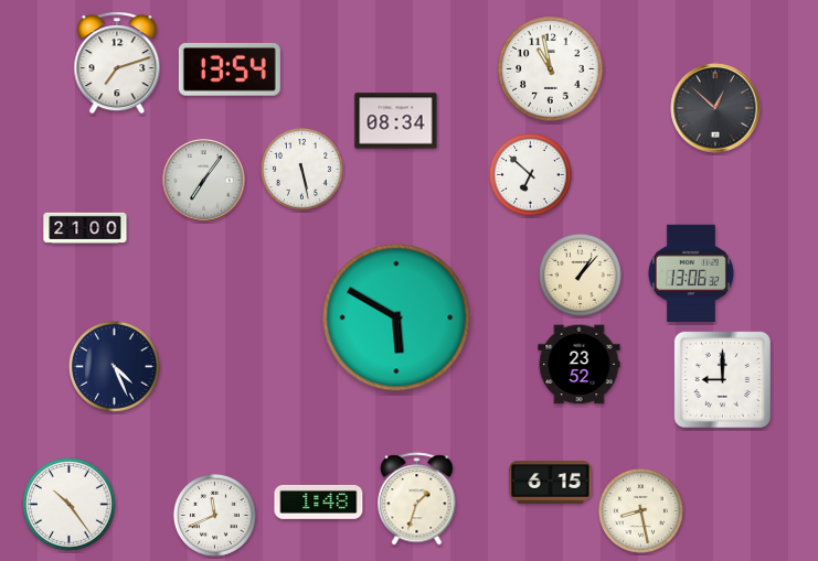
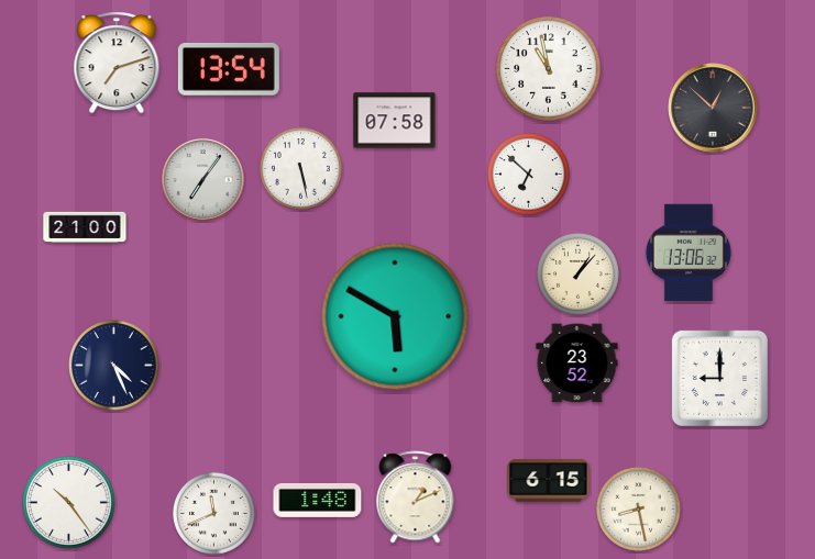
clock at (396, 121): 08:34 -> 07:58
clock at (691, 272) position: (691, 272) -> (689, 251)
clock at (417, 499): 1:33 -> 1:11
